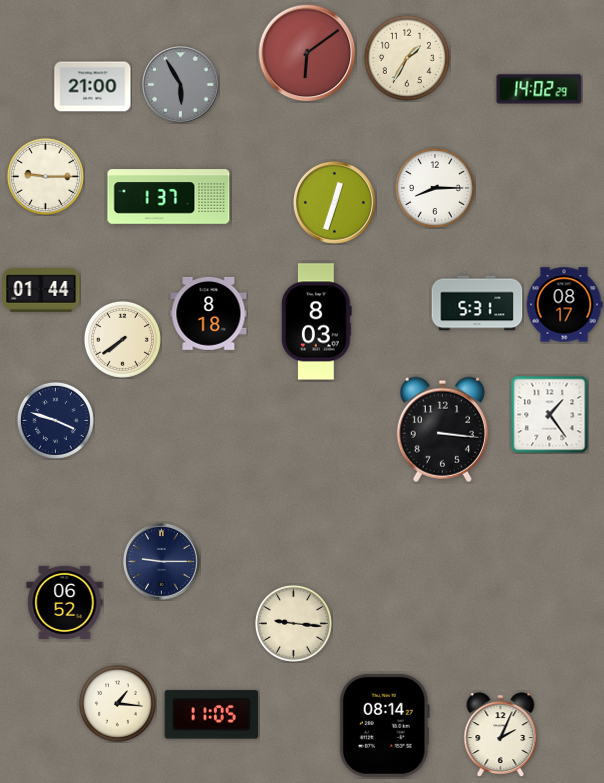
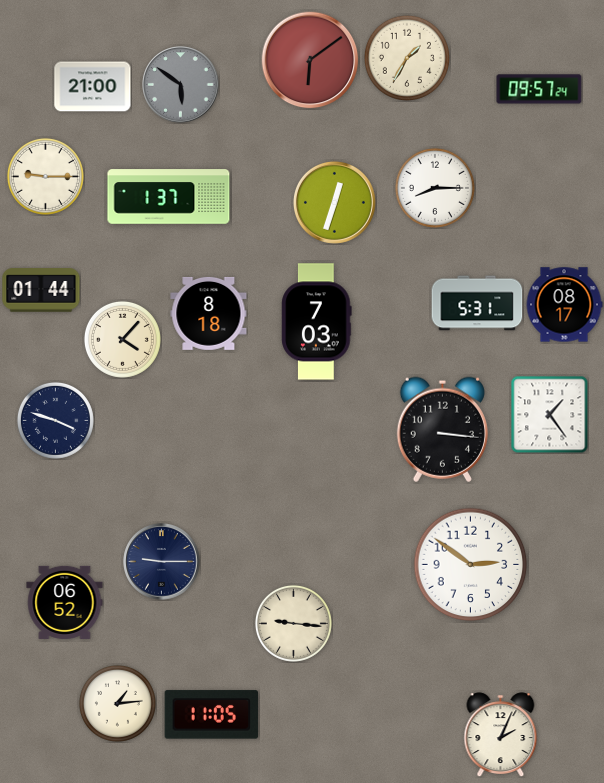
clock at (307, 53) position: (307, 53) -> (310, 60)
clock at (181, 85): 5:55 -> 5:51
clock at (539, 89): 14:02 -> 09:57
clock at (317, 322): 8:03 -> 7:03
clock at (122, 339): 7:39 -> 4:07
clock at (471, 565): none -> 2:51
clock at (117, 703): 1:16 -> 1:14
clock at (384, 725): 08:14 -> none
